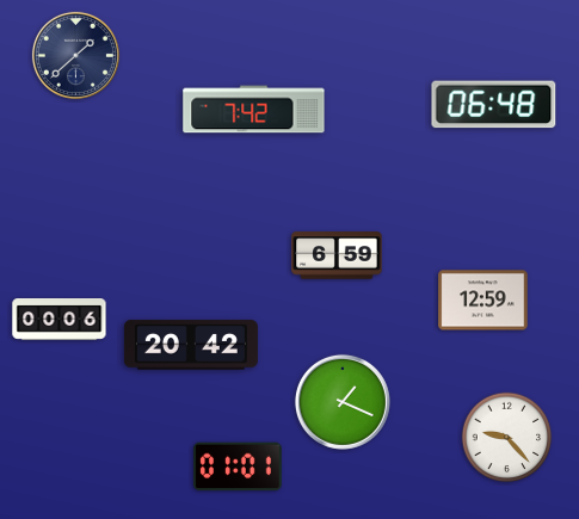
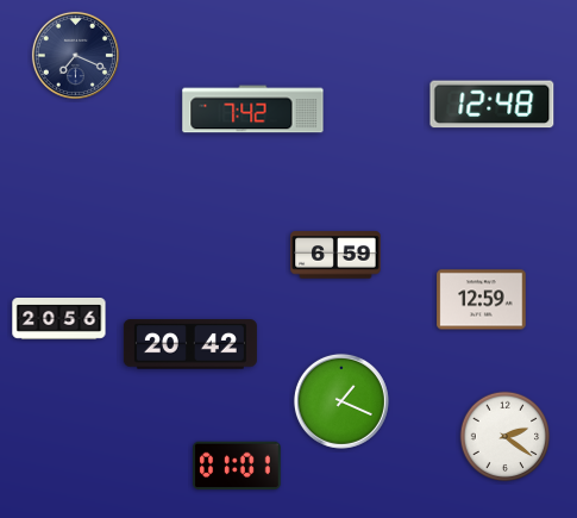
clock at (75, 55): 1:38 -> 7:19
clock at (494, 105): 06:48 -> 12:48
clock at (60, 320): 00:06 -> 20:56
clock at (507, 438): 9:23 -> 2:21
